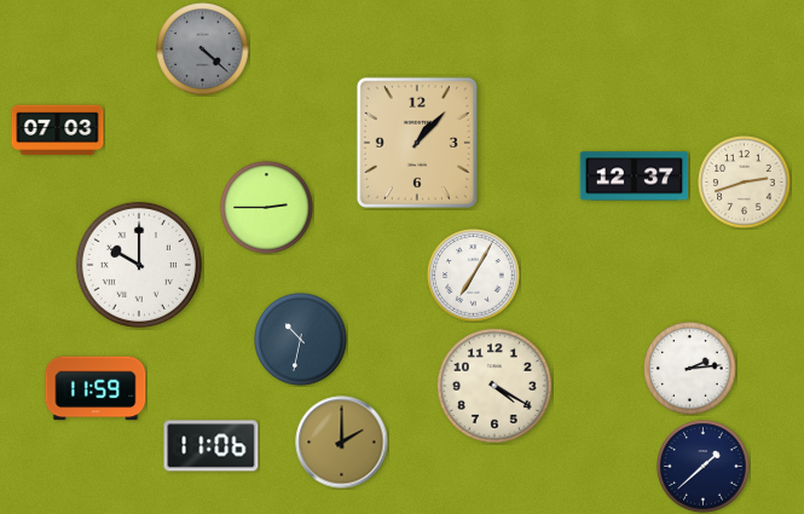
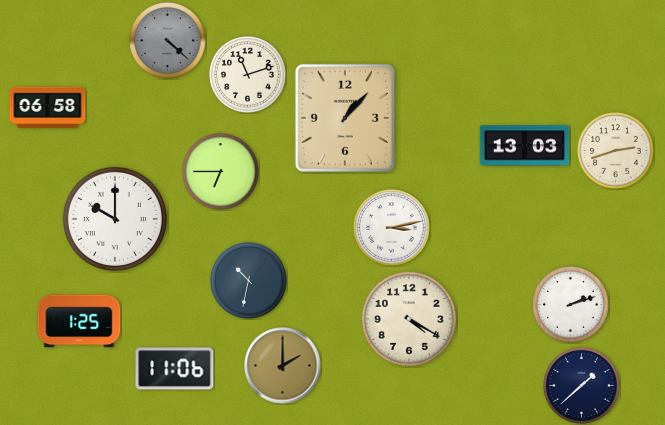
clock at (248, 75): none -> 11:12
clock at (58, 131): 07:03 -> 06:58
clock at (635, 177): 12:37 -> 13:03
clock at (267, 208): 2:45 -> 6:45
clock at (474, 276): 7:05 -> 3:13
clock at (690, 369): 2:14 -> 2:12
clock at (96, 388): 11:59 -> 1:25
